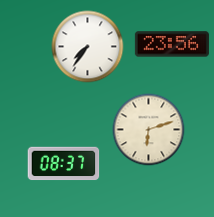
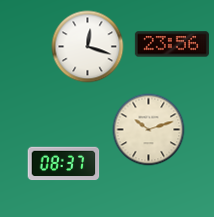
clock at (88, 47): 7:36 -> 12:18
clock at (149, 130): 6:12 -> 10:12
